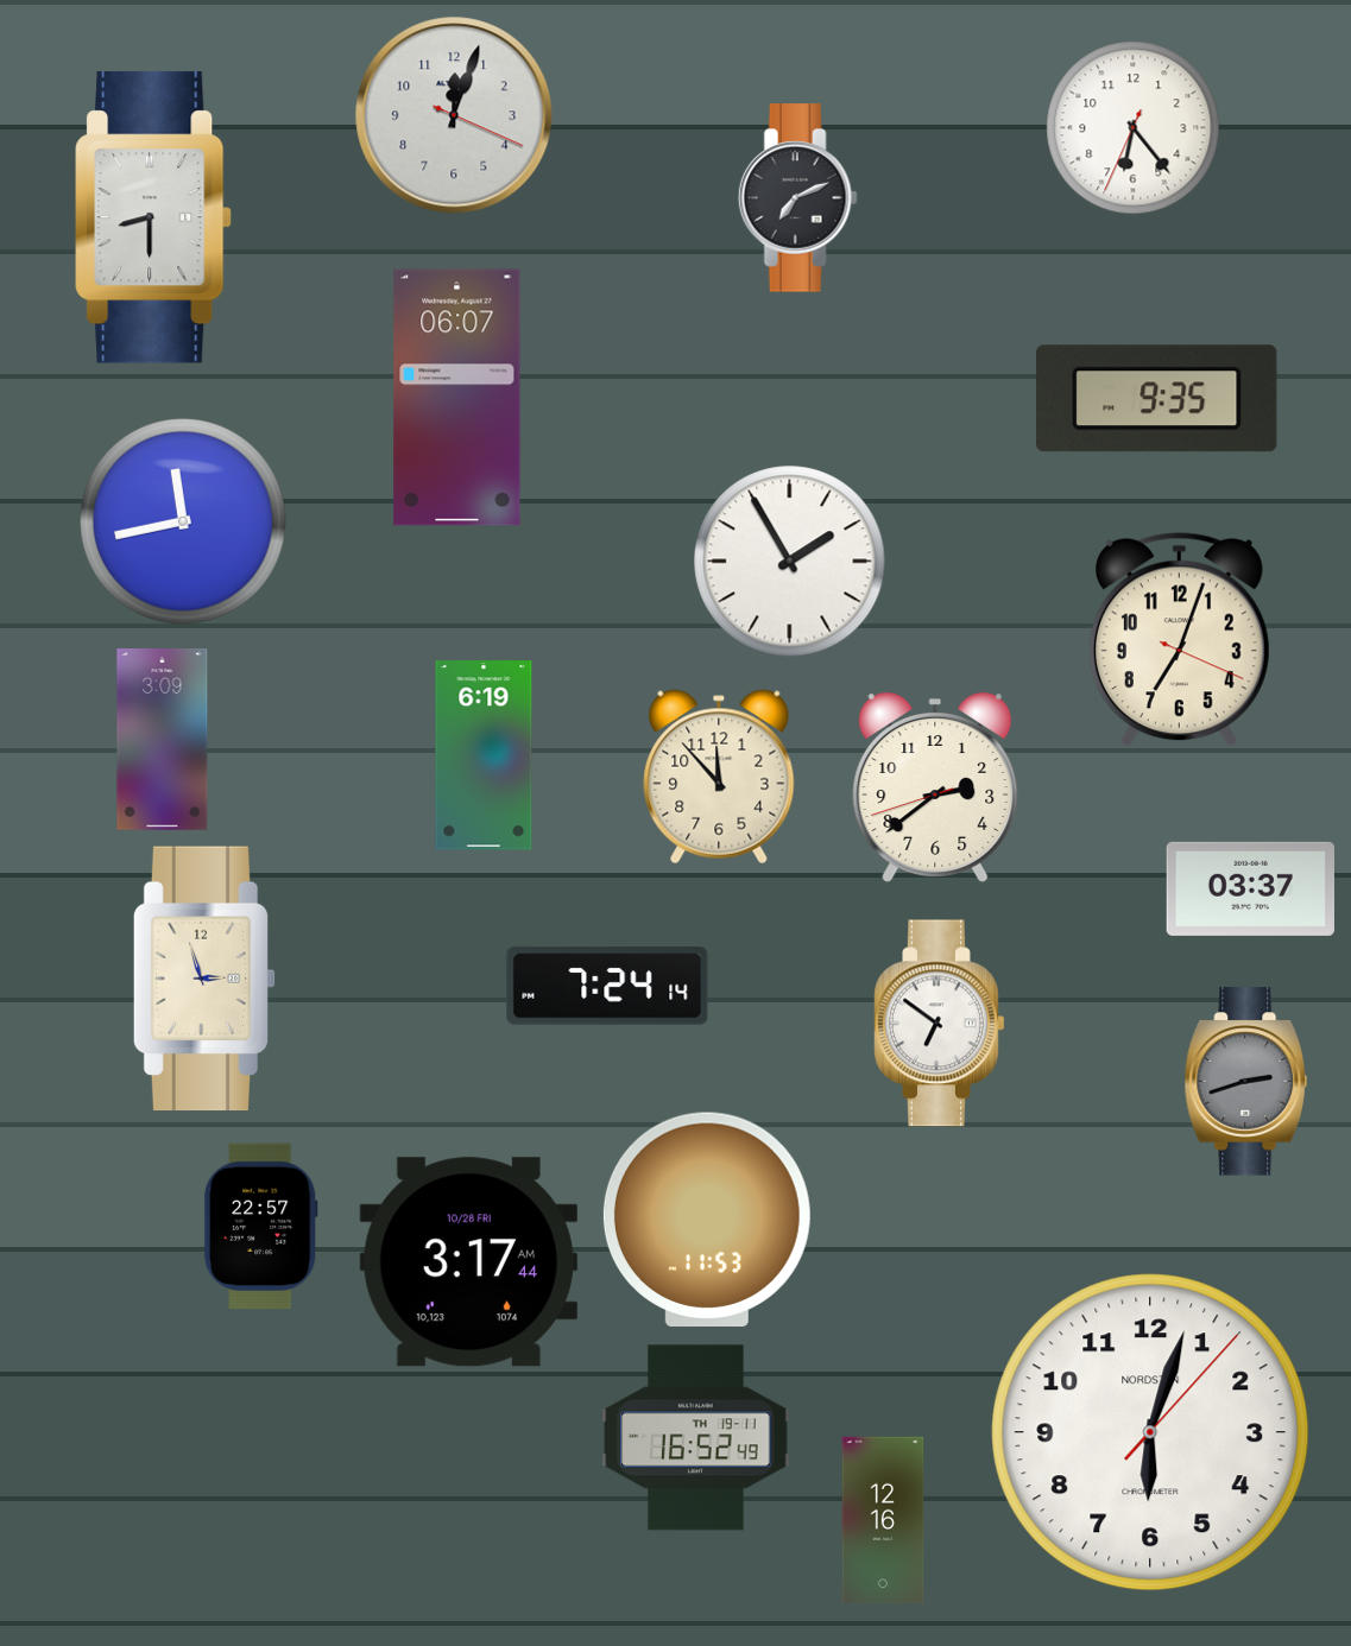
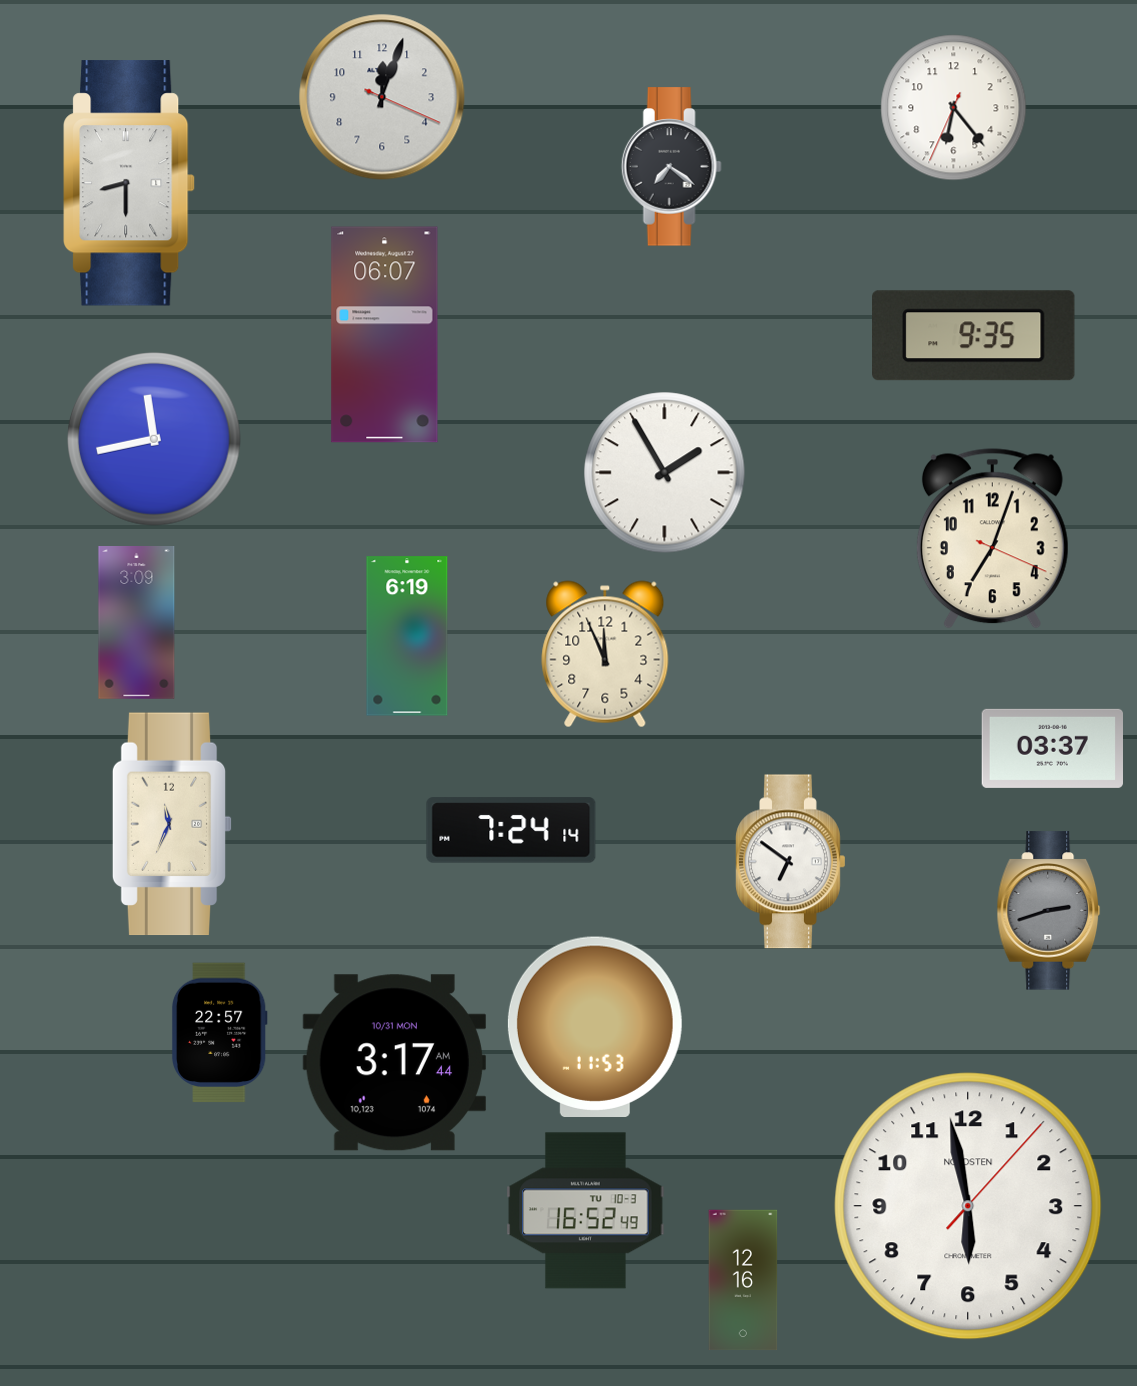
clock at (797, 198): 7:11 -> 7:21
clock at (719, 777): 11:53 -> 11:56
clock at (935, 787): 2:38 -> none
clock at (204, 979): 2:57 -> 11:34
clock at (468, 1262) date: 10/28 FRI -> 10/31 MON
clock at (1150, 1432): 6:03 -> 5:58
clock at (696, 1438) date: TH 19-11 -> TU 10-3
